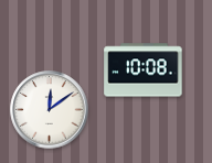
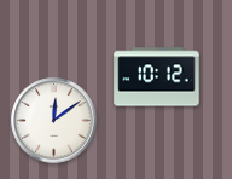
clock at (144, 70): 10:08 -> 10:12
